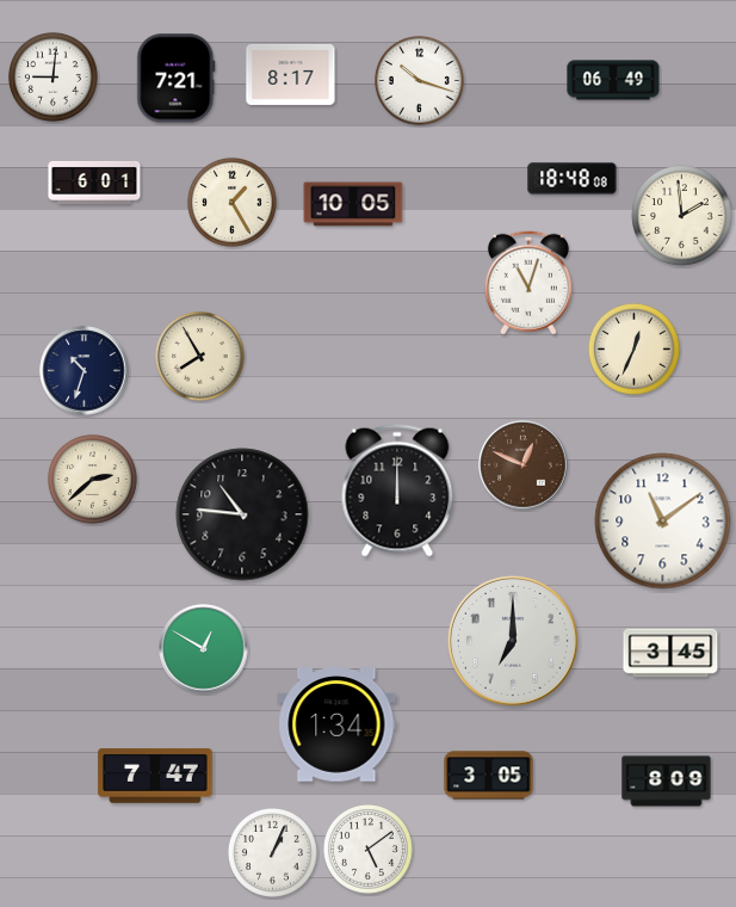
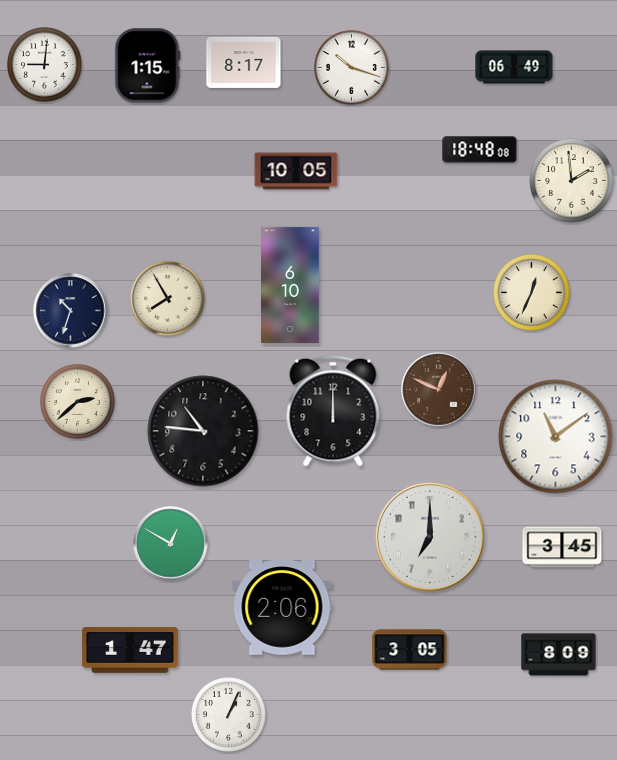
clock at (177, 79): 7:21 -> 1:15
clock at (94, 183): 6:01 -> none
clock at (231, 202): 1:25 -> none
clock at (528, 283): 11:03 -> none
clock at (290, 285): none -> 6:10
clock at (336, 724): 1:34 -> 2:06
clock at (155, 776): 7:47 -> 1:47
clock at (367, 849): 5:09 -> none
